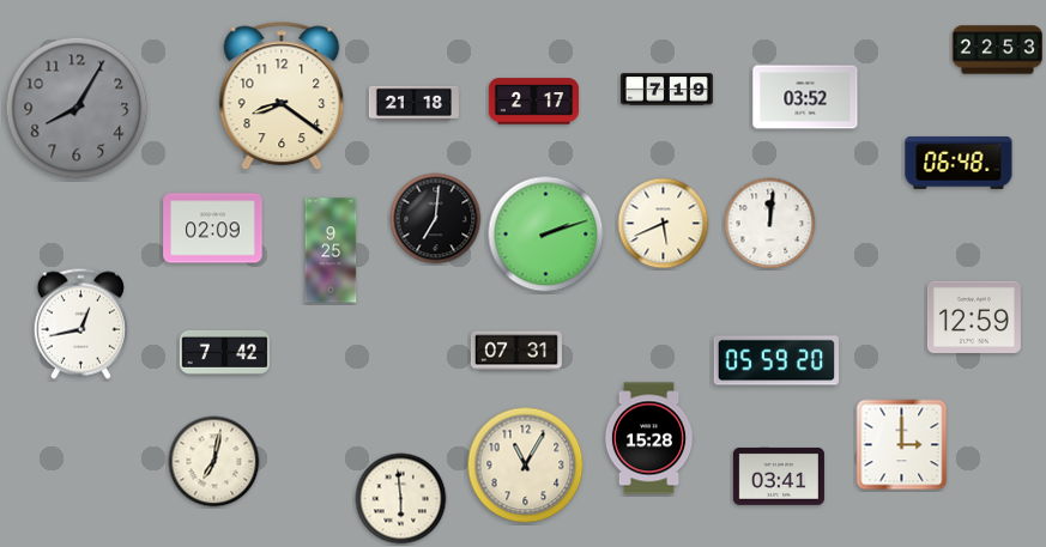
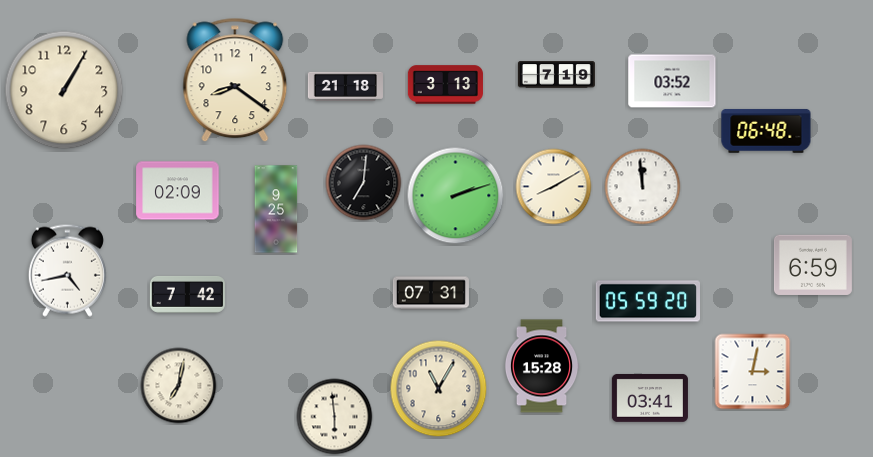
clock at (997, 50): 22:53 -> none
clock at (533, 102): 2:17 -> 3:13
clock at (77, 108): 8:05 -> 1:05
clock at (77, 108) dial: grey -> cream
clock at (959, 163) position: (959, 163) -> (766, 131)
clock at (664, 224): 5:41 -> 8:10
clock at (770, 224): 12:01 -> 11:59
clock at (974, 316): 12:59 -> 6:59
clock at (80, 323): 12:43 -> 4:43
clock at (902, 445): 3:00 -> 3:02
